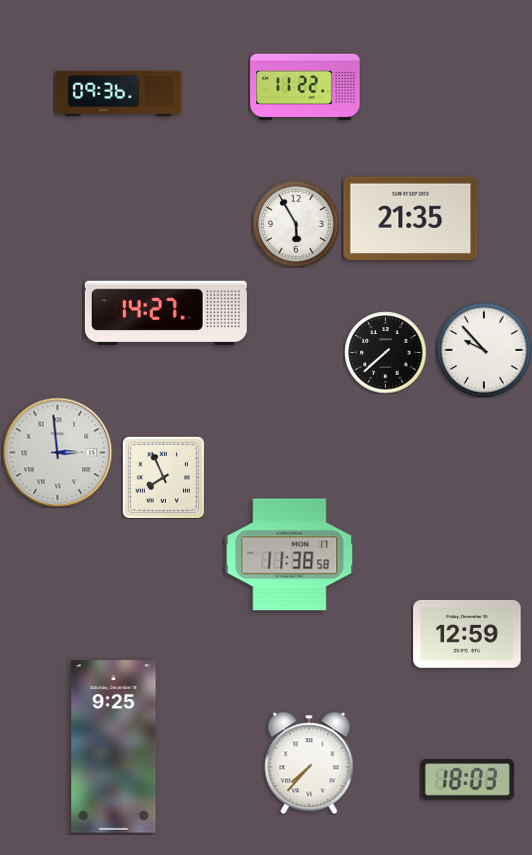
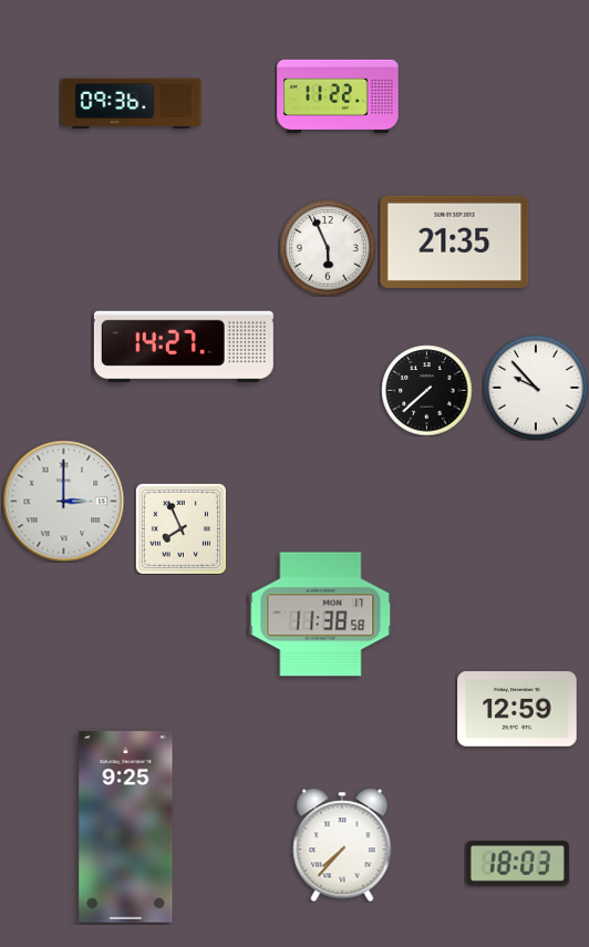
clock at (296, 224): 5:55 -> 5:56
clock at (57, 452): 2:59 -> 3:00
clock at (467, 634) position: (467, 634) -> (517, 709)
